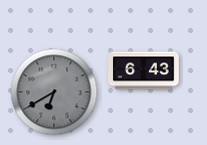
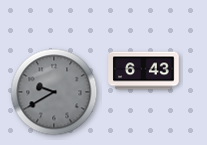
clock at (54, 92): 6:40 -> 9:40
